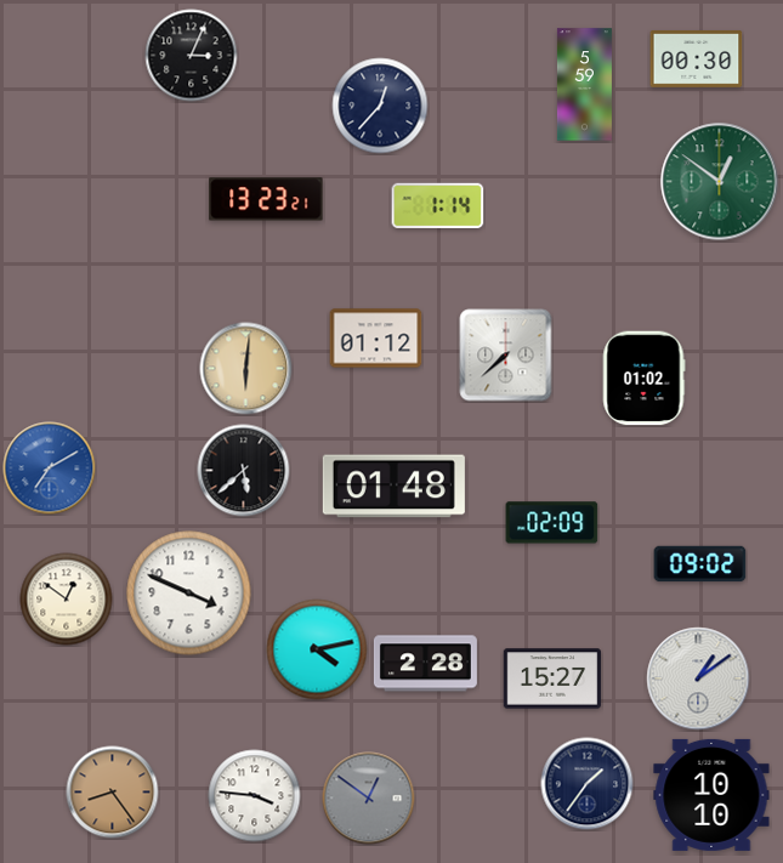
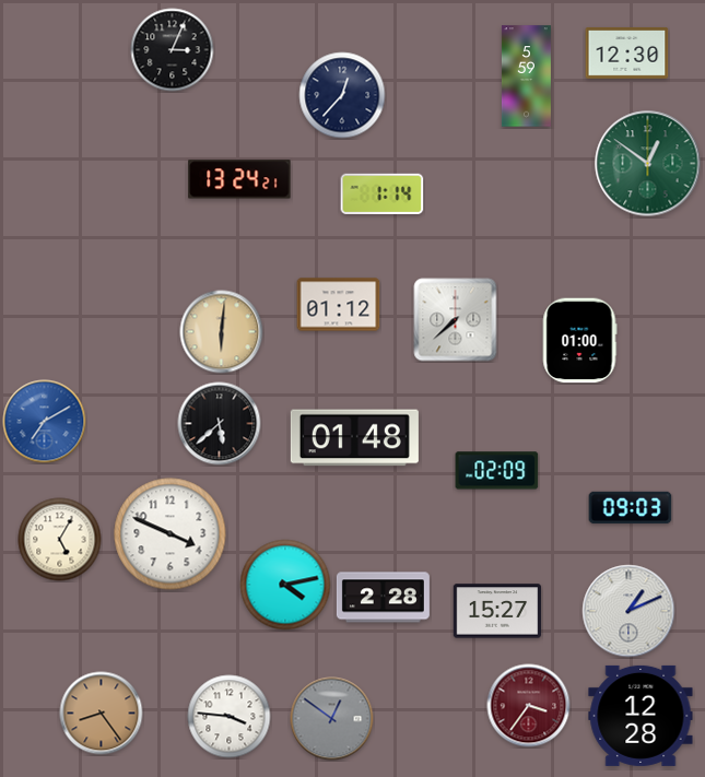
clock at (697, 59): 00:30 -> 12:30
clock at (266, 199): 13:23 -> 13:24
clock at (438, 205) position: (438, 205) -> (383, 193)
clock at (643, 379): 01:02 -> 01:00
clock at (700, 564): 09:02 -> 09:03
clock at (67, 600): 12:51 -> 5:05
clock at (698, 679): 1:09 -> 1:11
clock at (588, 784): 1:36 -> 3:36
clock at (588, 784) dial: navy -> burgundy
clock at (711, 795): 10:10 -> 12:28
